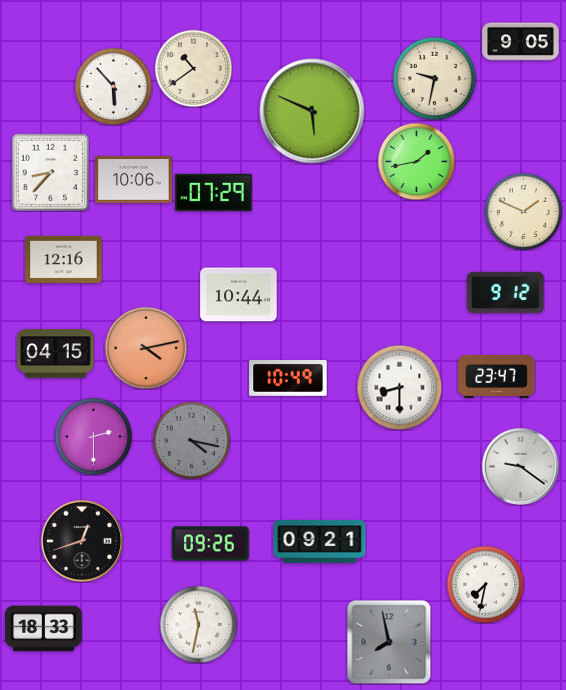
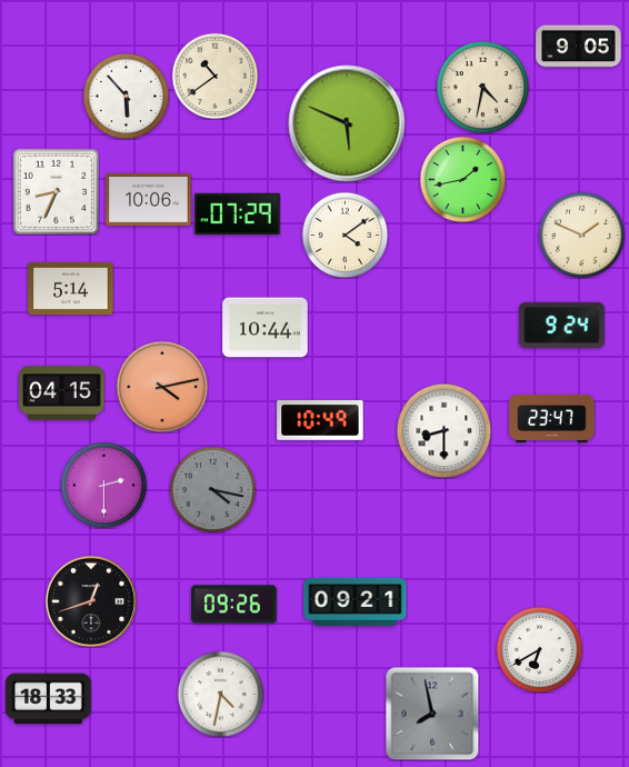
clock at (434, 78): 9:32 -> 4:32
clock at (50, 172): 8:37 -> 8:34
clock at (345, 235): none -> 4:09
clock at (64, 259): 12:16 -> 5:14
clock at (506, 292): 9:12 -> 9:24
clock at (520, 466): 9:21 -> none
clock at (485, 584): 7:32 -> 6:40
clock at (198, 624): 11:32 -> 4:32
